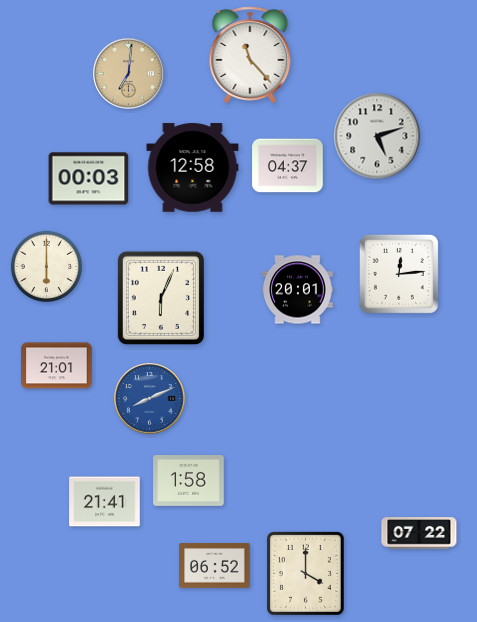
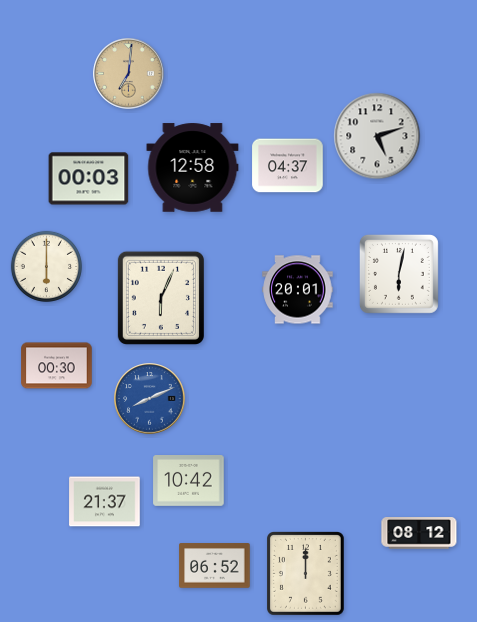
clock at (250, 55): 11:23 -> none
clock at (399, 274): 12:14 -> 6:02
clock at (57, 366): 21:01 -> 00:30
clock at (189, 481): 1:58 -> 10:42
clock at (105, 502): 21:41 -> 21:37
clock at (419, 533): 07:22 -> 08:12
clock at (306, 574): 4:00 -> 12:00
